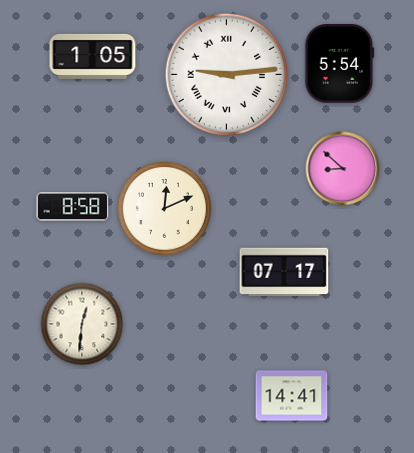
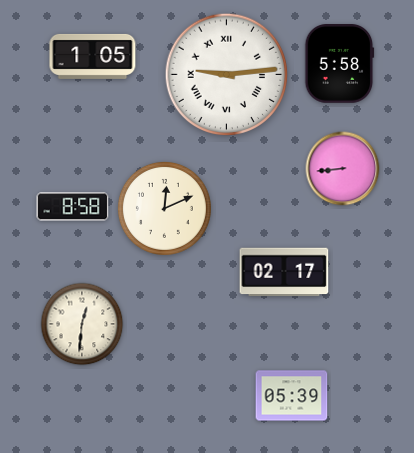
clock at (340, 64): 5:54 -> 5:58
clock at (343, 169): 8:52 -> 8:44
clock at (284, 272): 07:17 -> 02:17
clock at (292, 396): 14:41 -> 05:39
